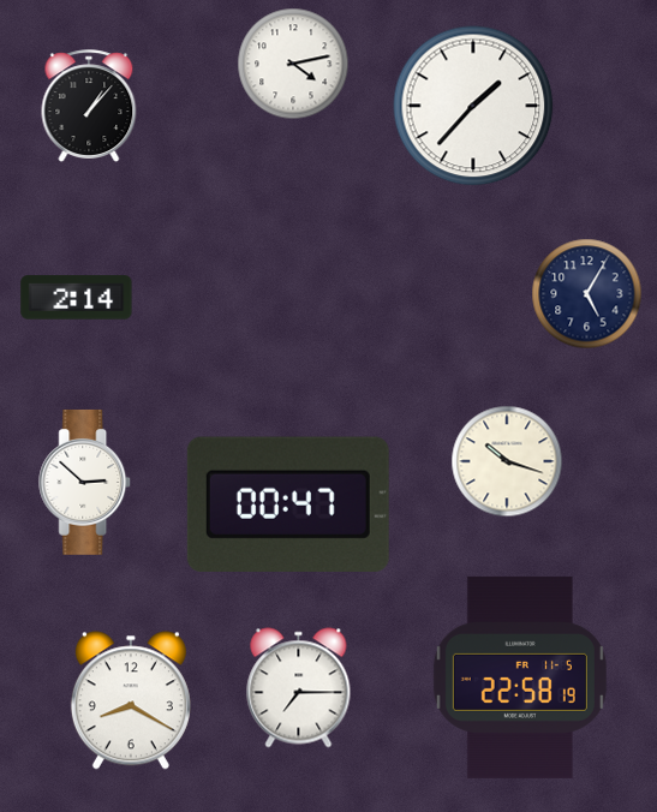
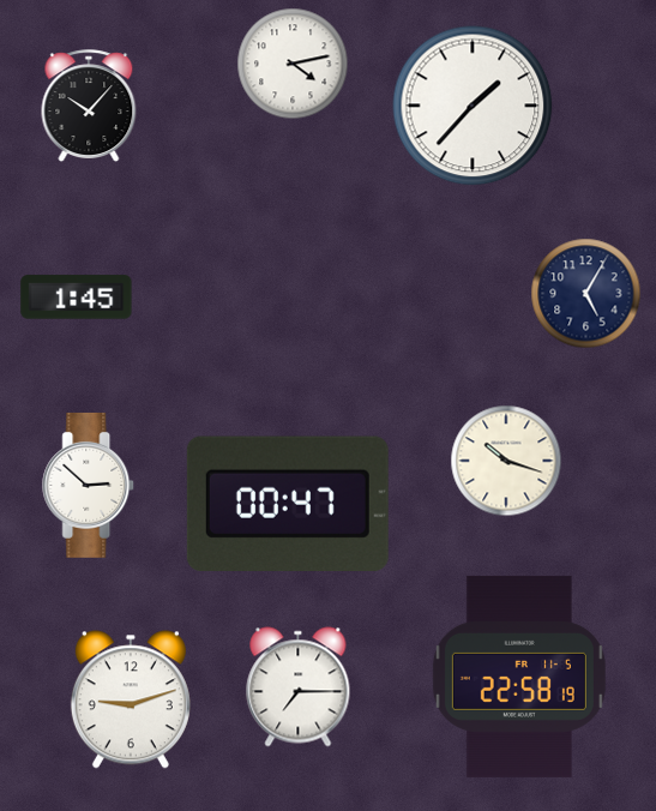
clock at (89, 106): 1:07 -> 10:07
clock at (77, 298): 2:14 -> 1:45
clock at (85, 482) position: (85, 482) -> (89, 485)
clock at (131, 700): 8:20 -> 9:12
